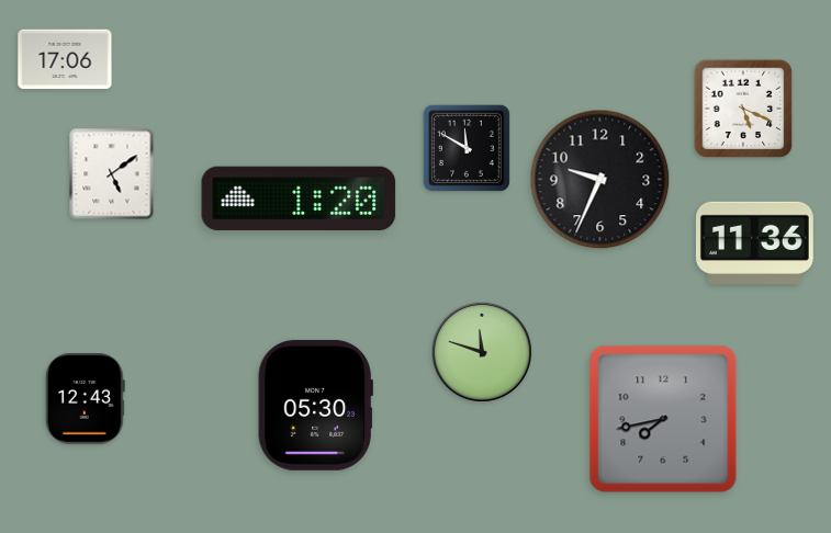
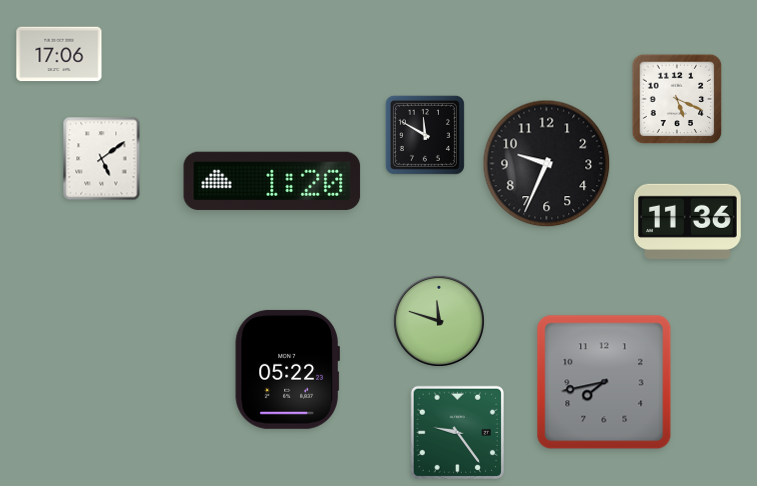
clock at (85, 399): 12:43 -> none
clock at (315, 405): 05:30 -> 05:22
clock at (457, 432): none -> 9:24
